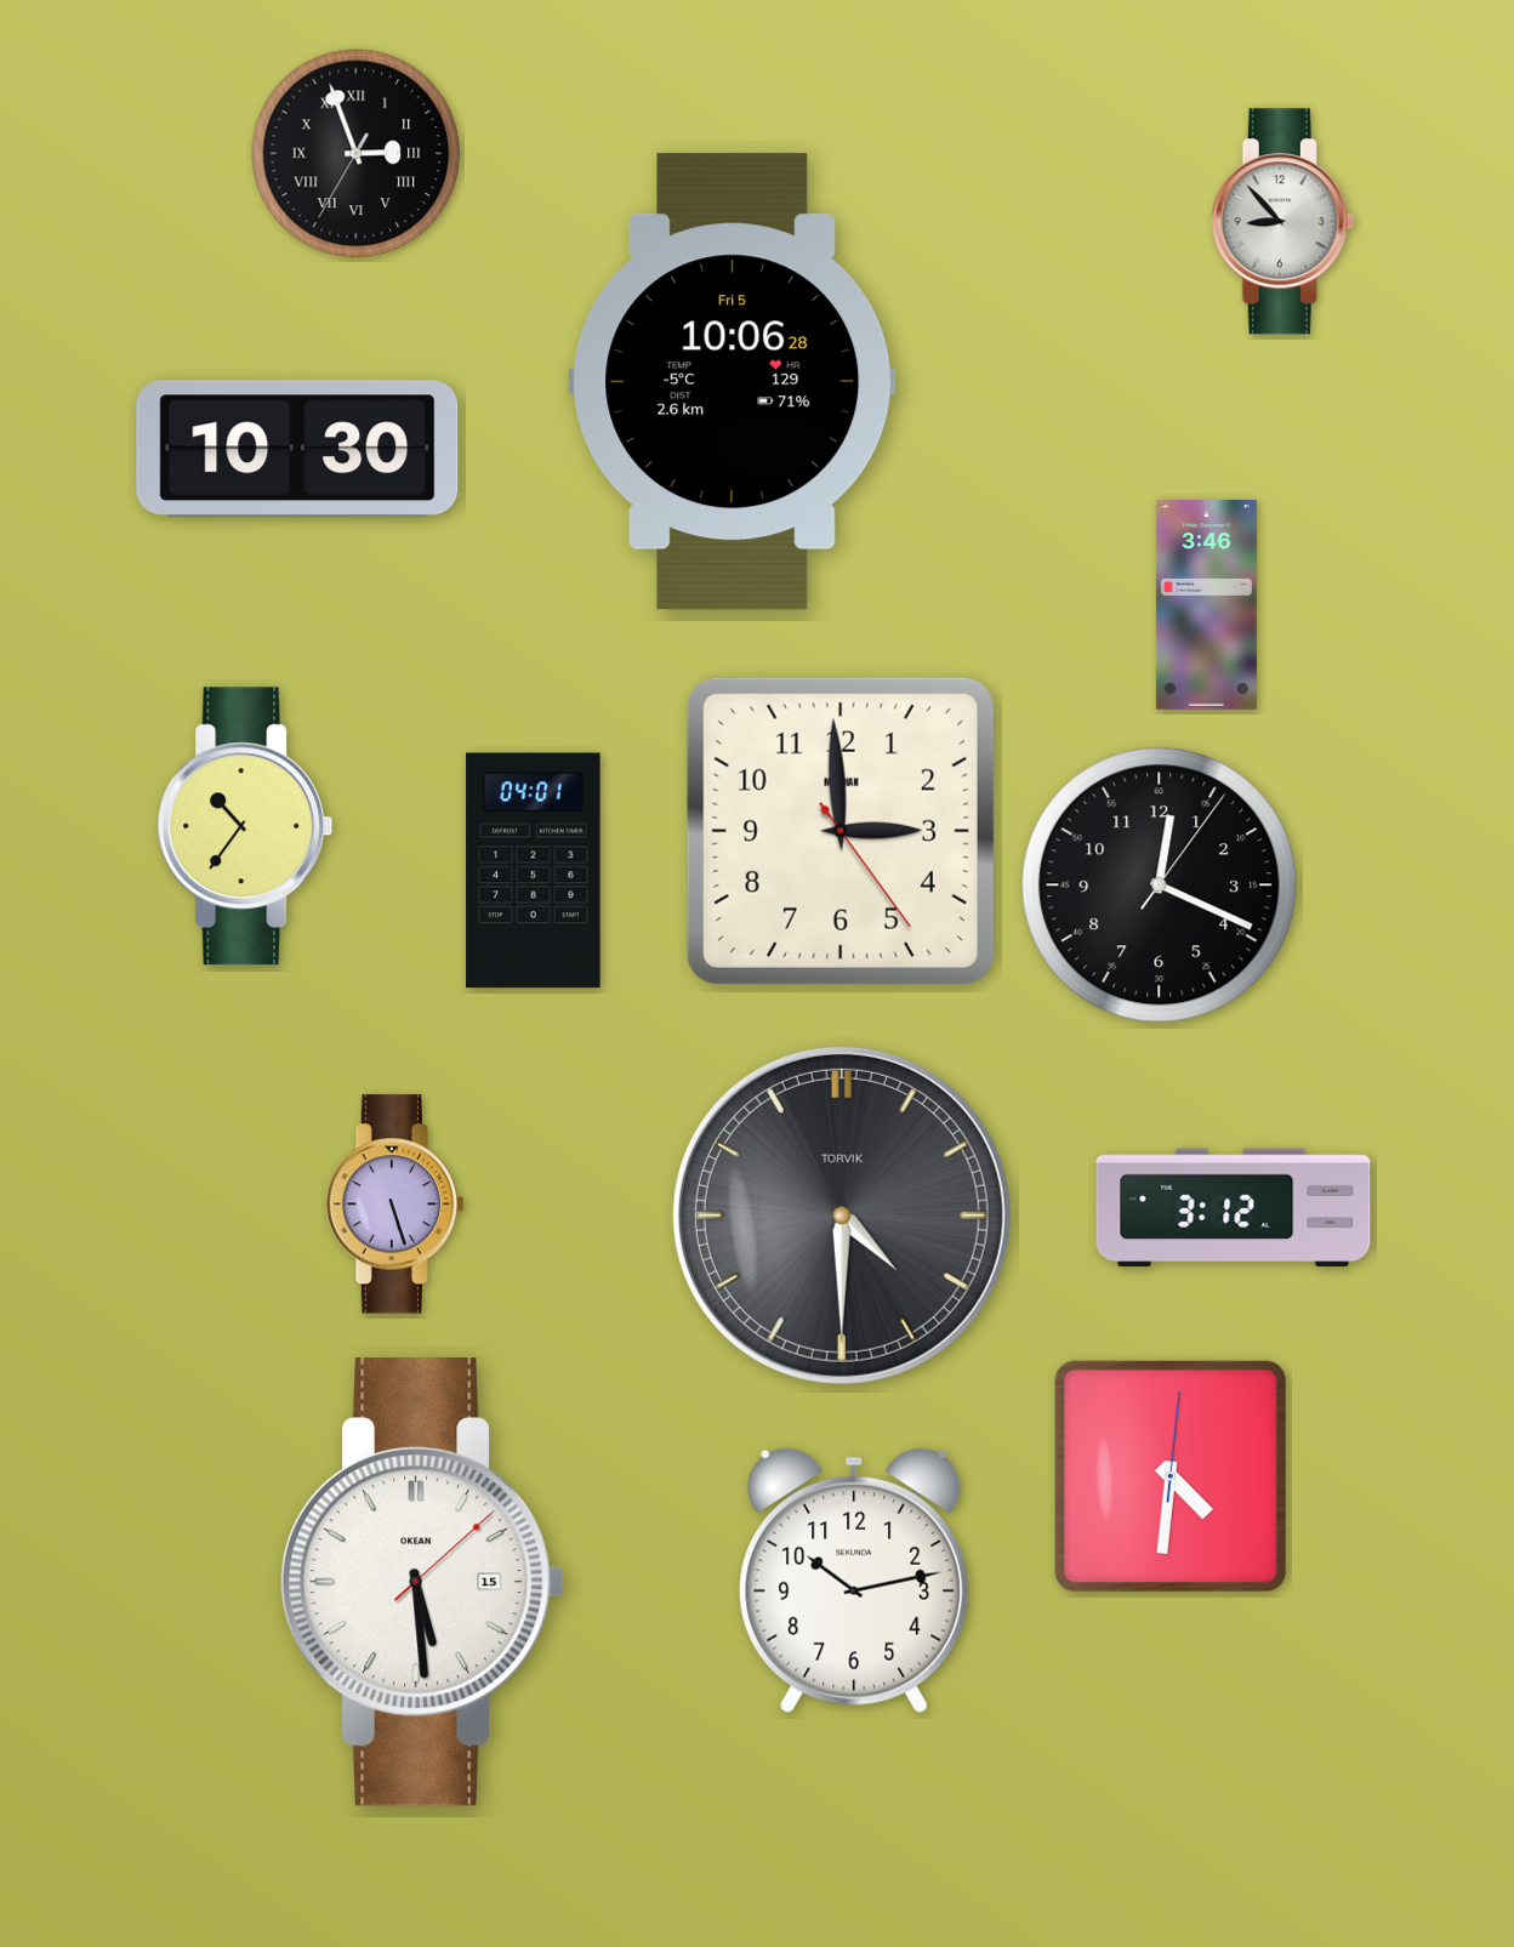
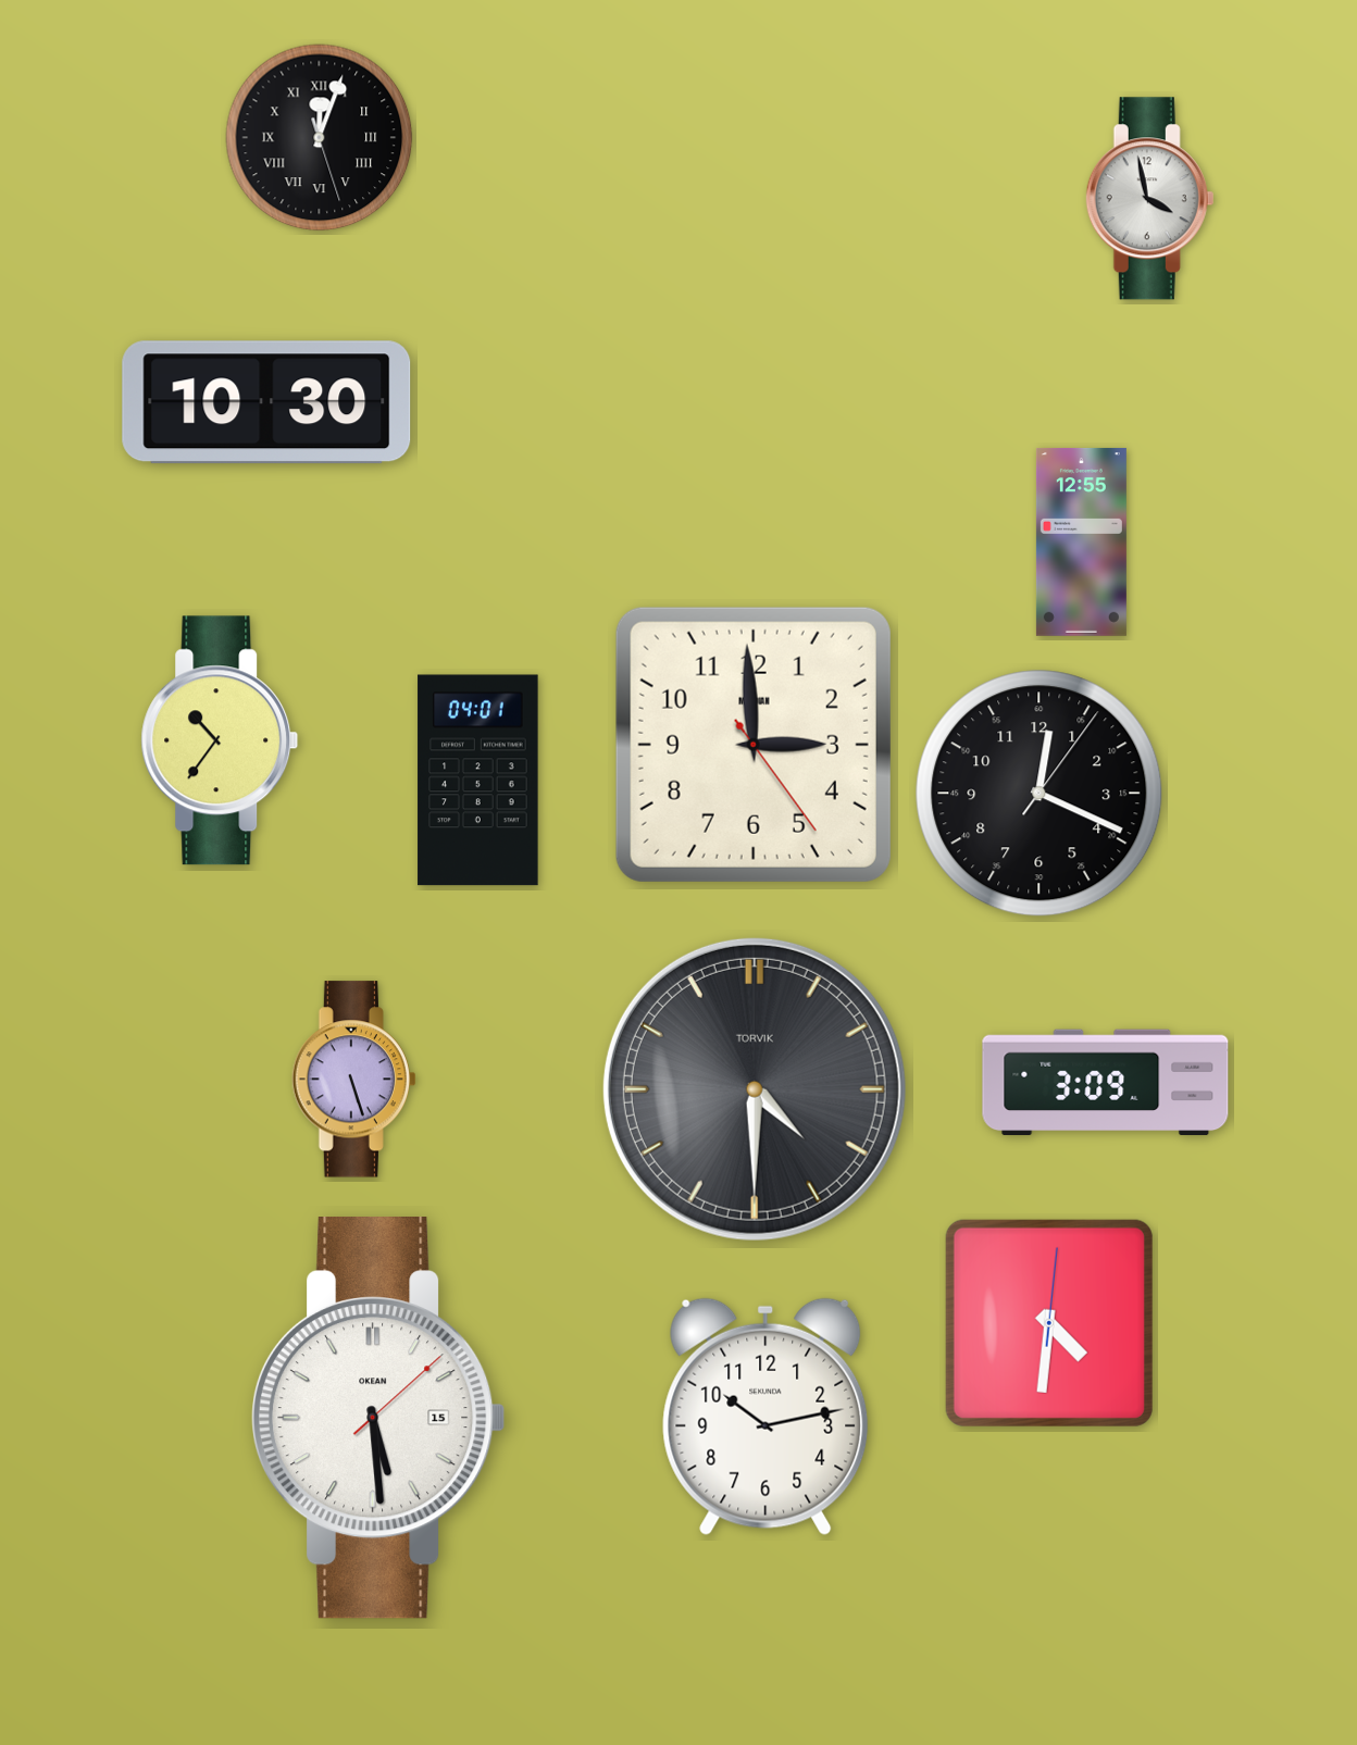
clock at (357, 154): 2:56 -> 12:03
clock at (1284, 222): 8:53 -> 3:58
clock at (733, 382): 10:06 -> none
clock at (1206, 604): 3:46 -> 12:55
clock at (1234, 1208): 3:12 -> 3:09
